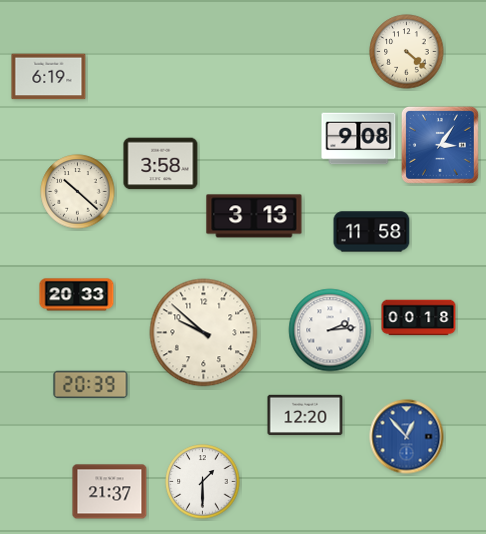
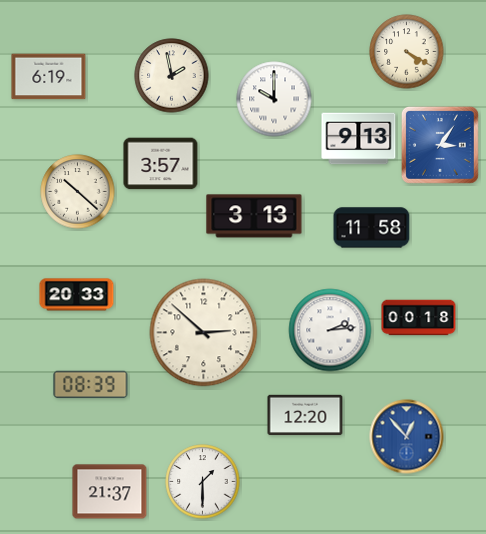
clock at (407, 52): 4:22 -> 4:20
clock at (172, 76): none -> 1:58
clock at (274, 99): none -> 10:00
clock at (359, 139): 9:08 -> 9:13
clock at (161, 164): 3:58 -> 3:57
clock at (372, 232) position: (372, 232) -> (372, 228)
clock at (204, 333): 9:52 -> 2:52
clock at (91, 385): 20:39 -> 08:39
